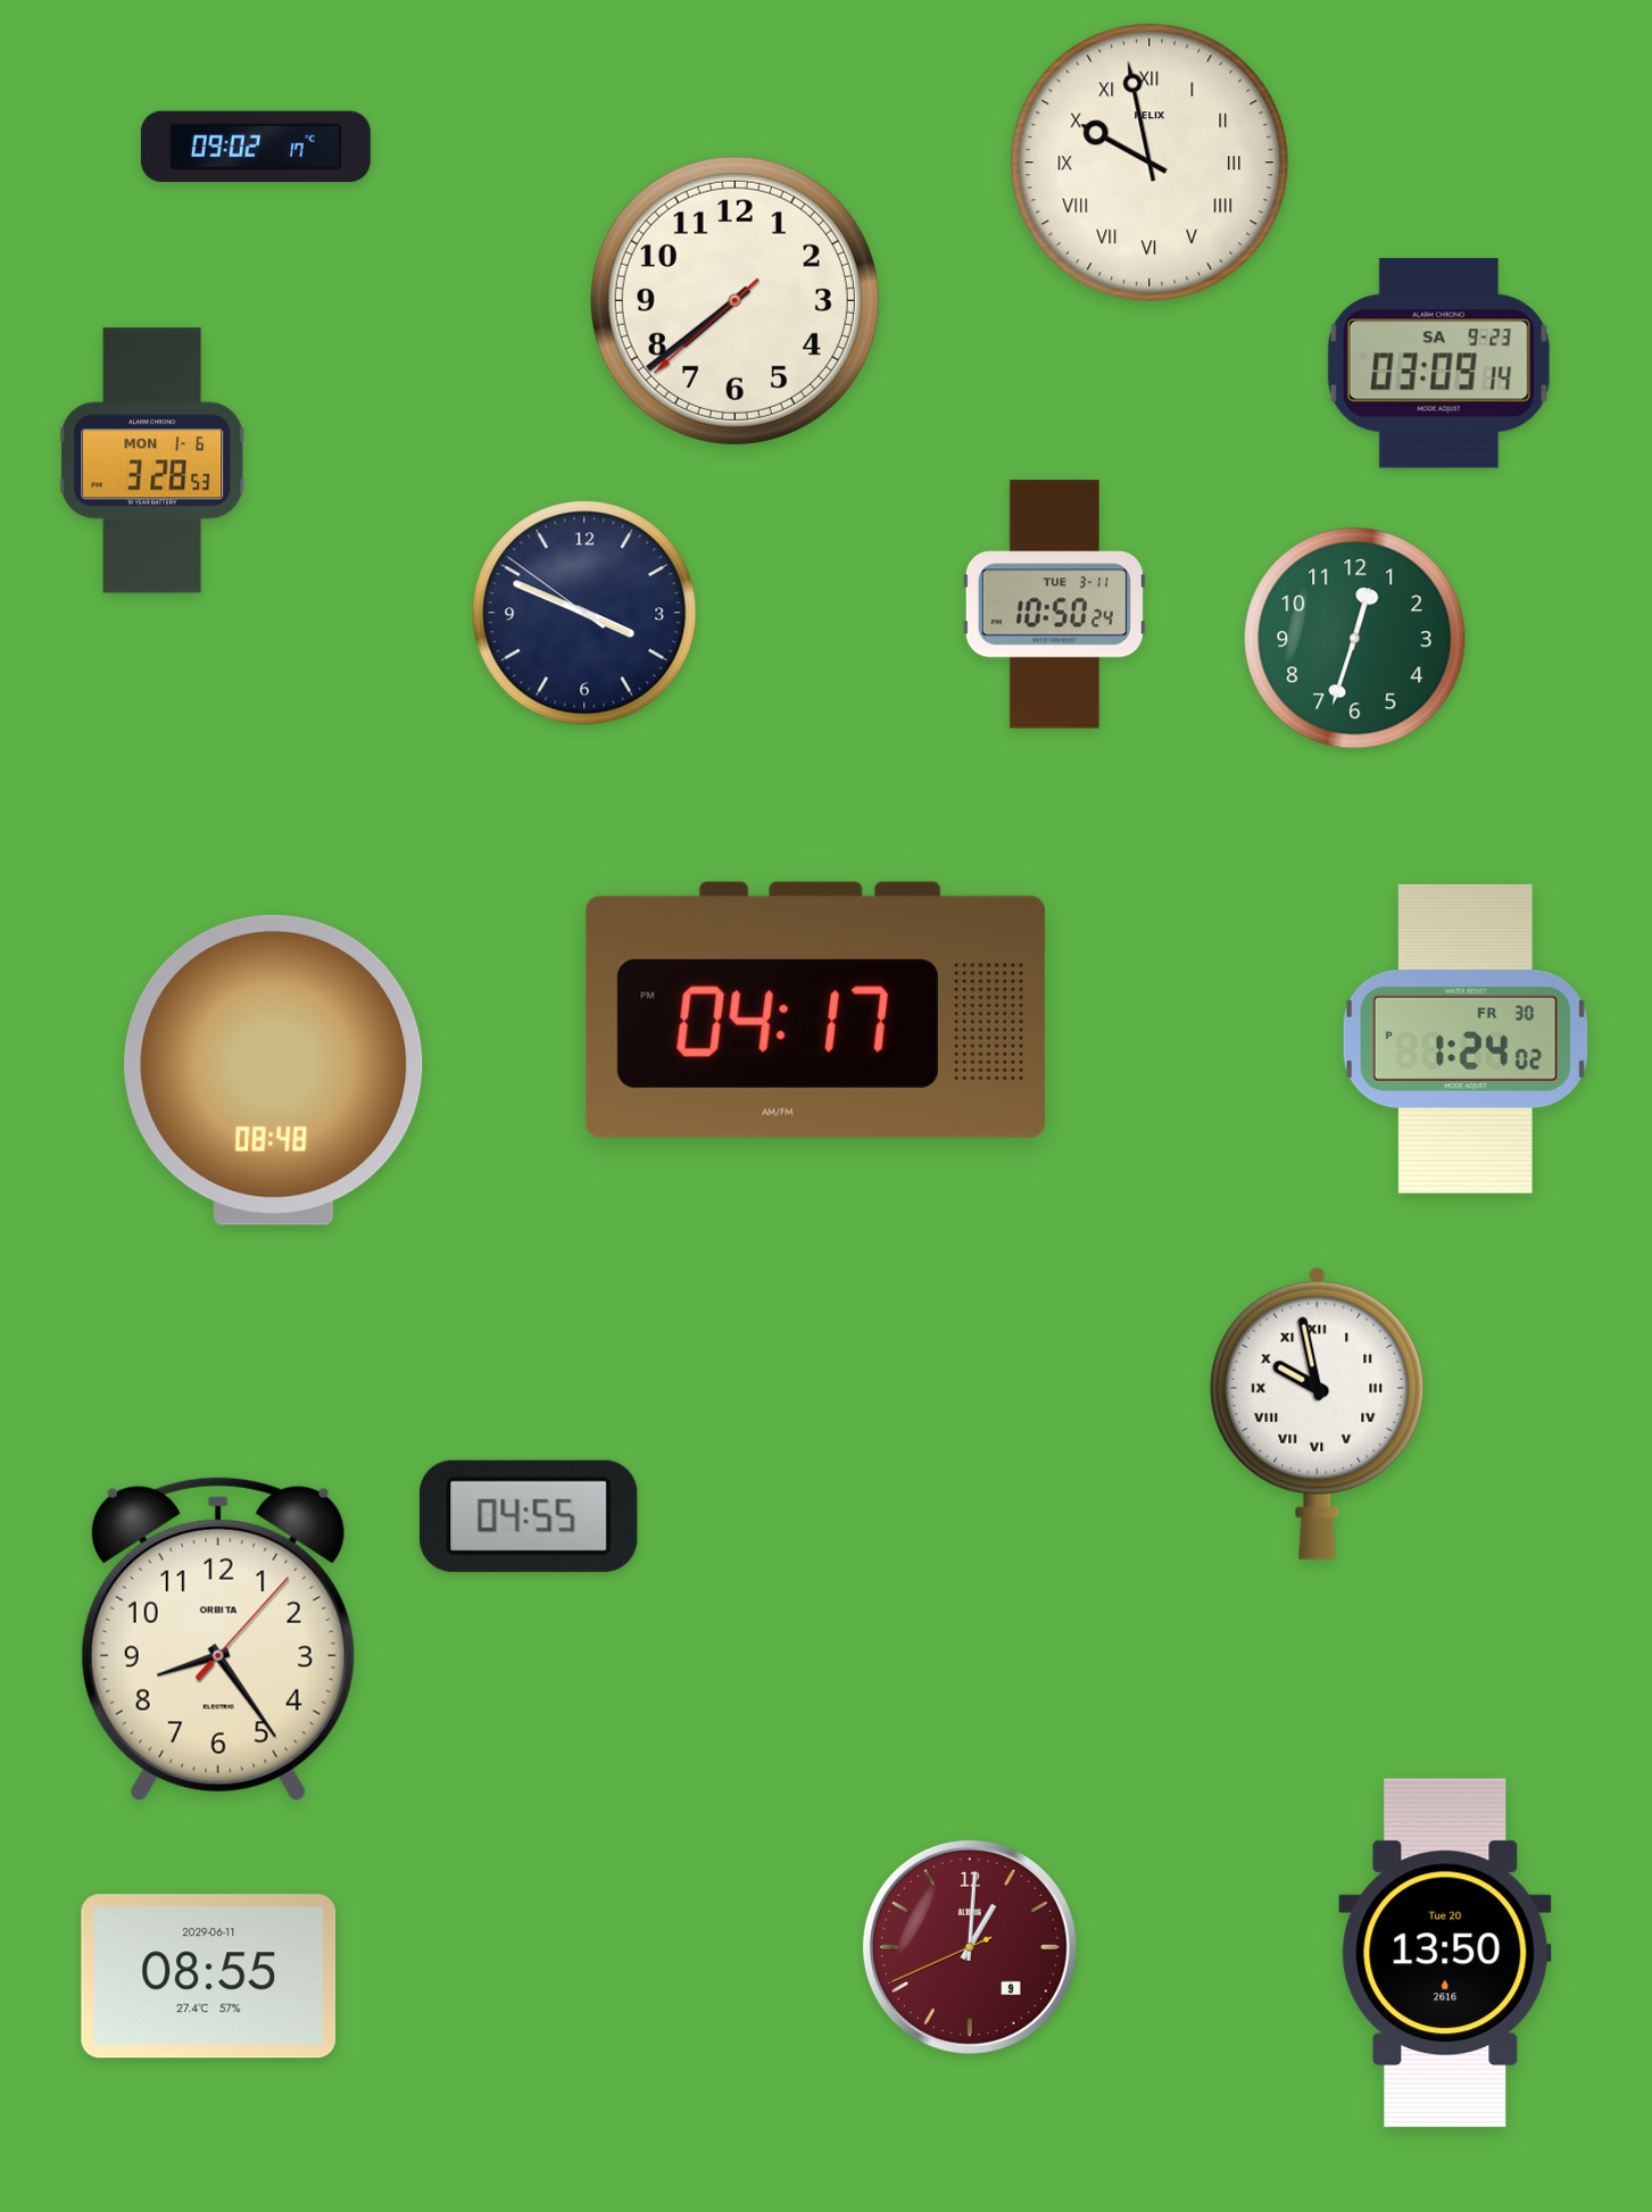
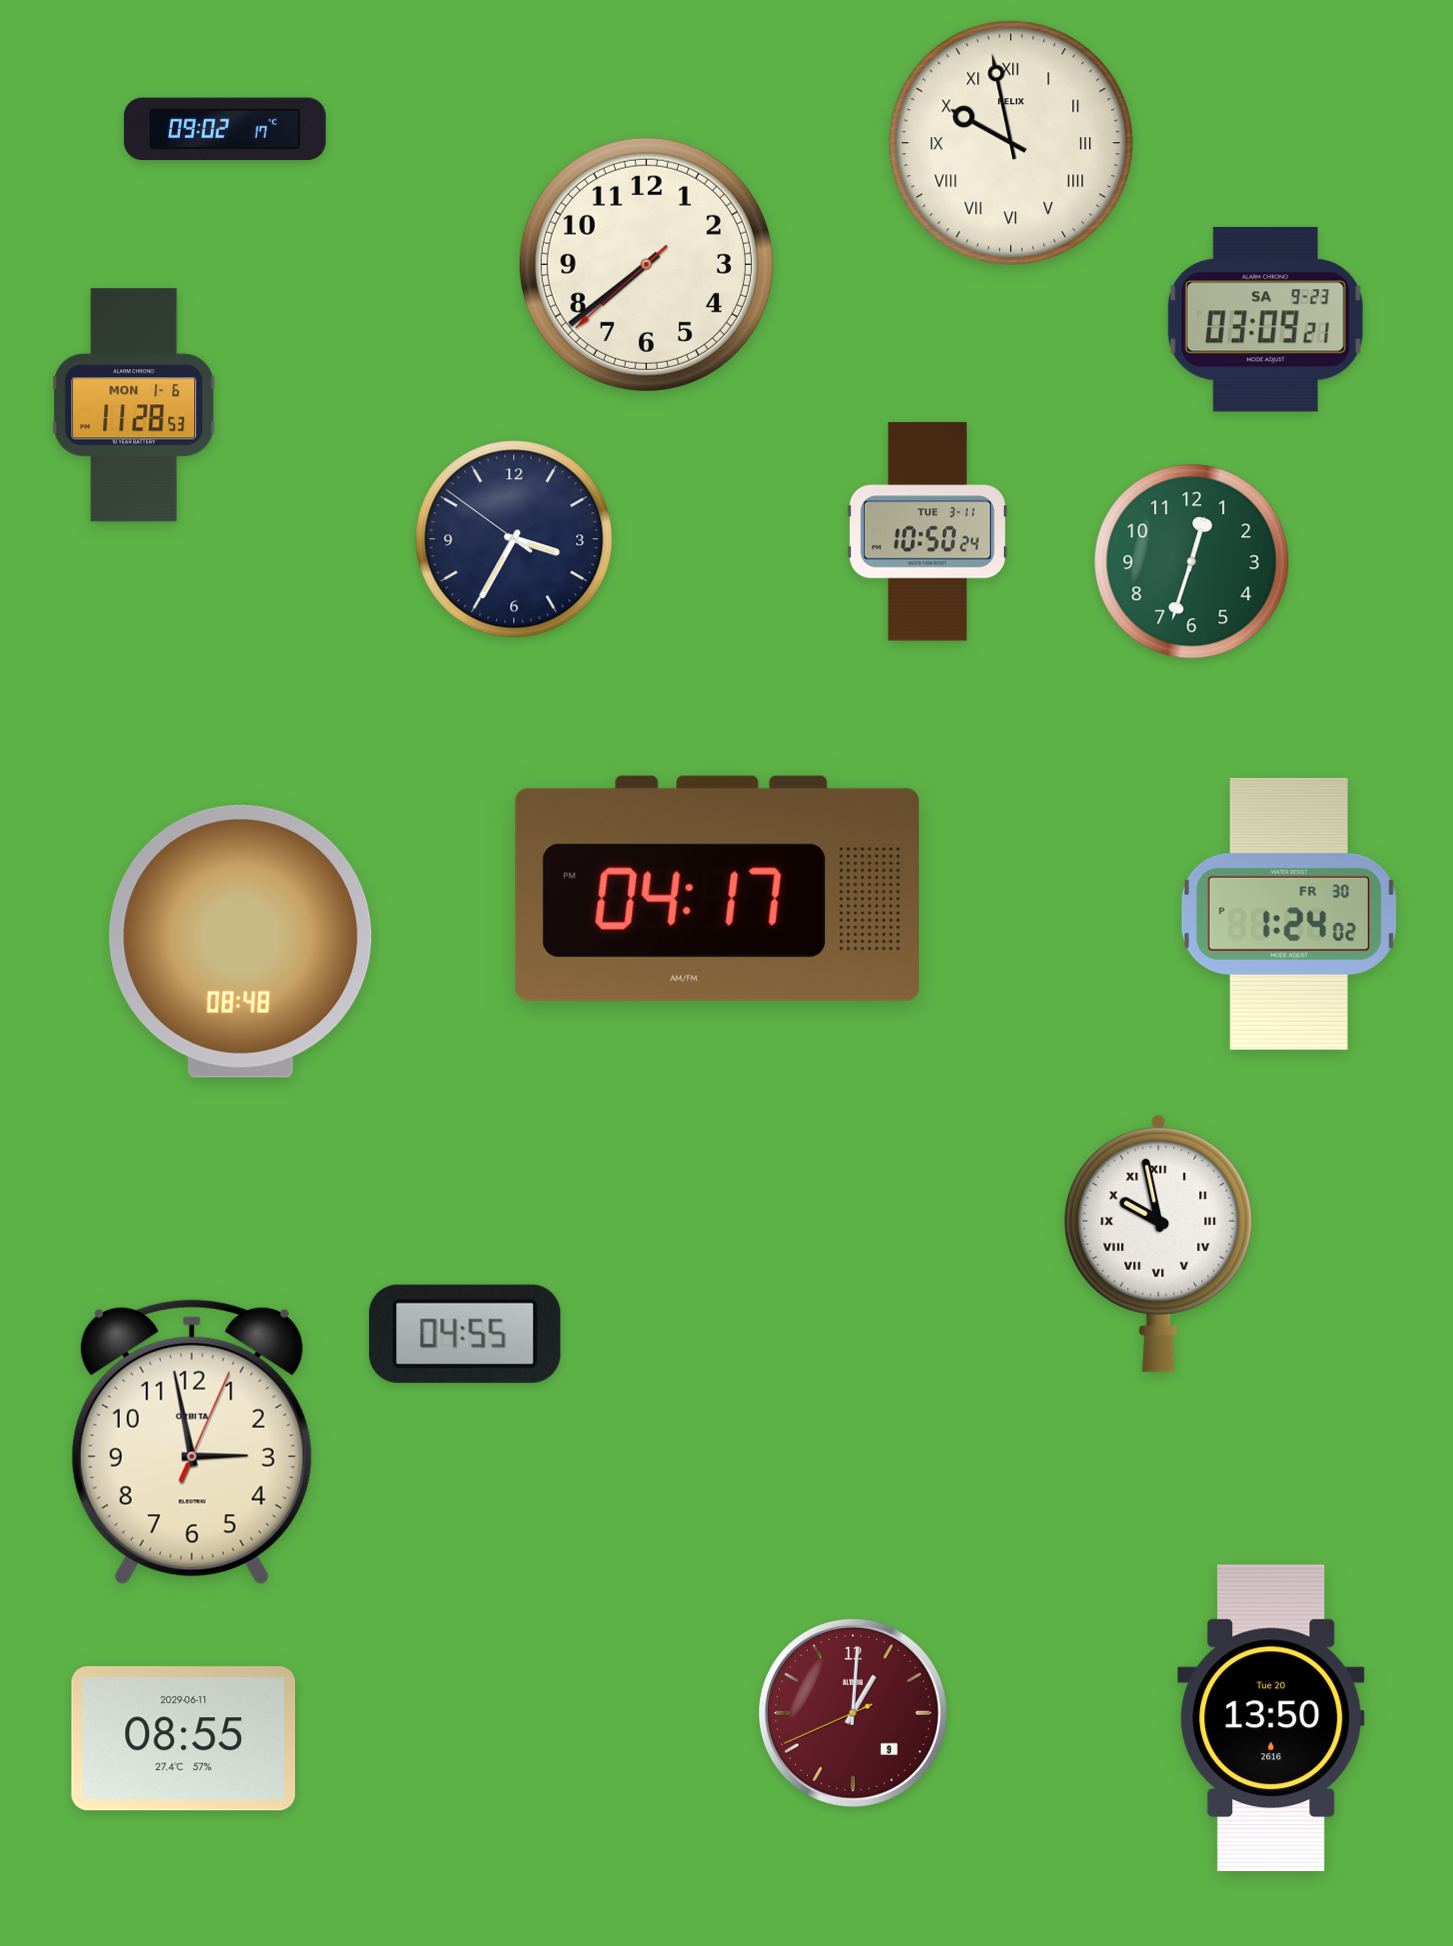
clock at (1438, 363): 03:09:14 -> 03:09:21
clock at (153, 460): 3:28 -> 11:28
clock at (584, 613): 3:48 -> 3:34
clock at (218, 1639): 8:24 -> 2:58
